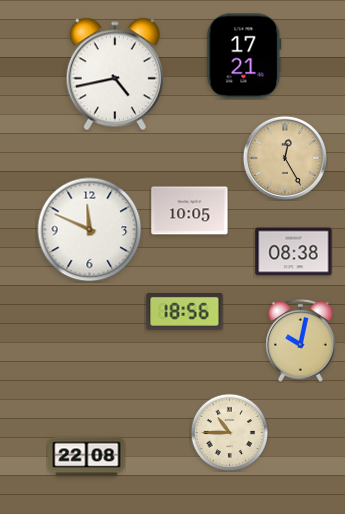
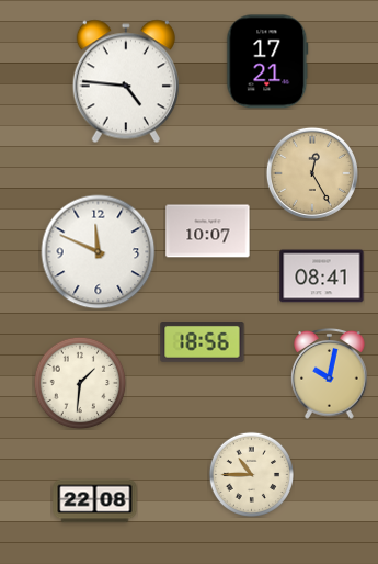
clock at (115, 74): 4:43 -> 4:46
clock at (190, 211): 10:05 -> 10:07
clock at (294, 252): 08:38 -> 08:41
clock at (80, 383): none -> 1:31
